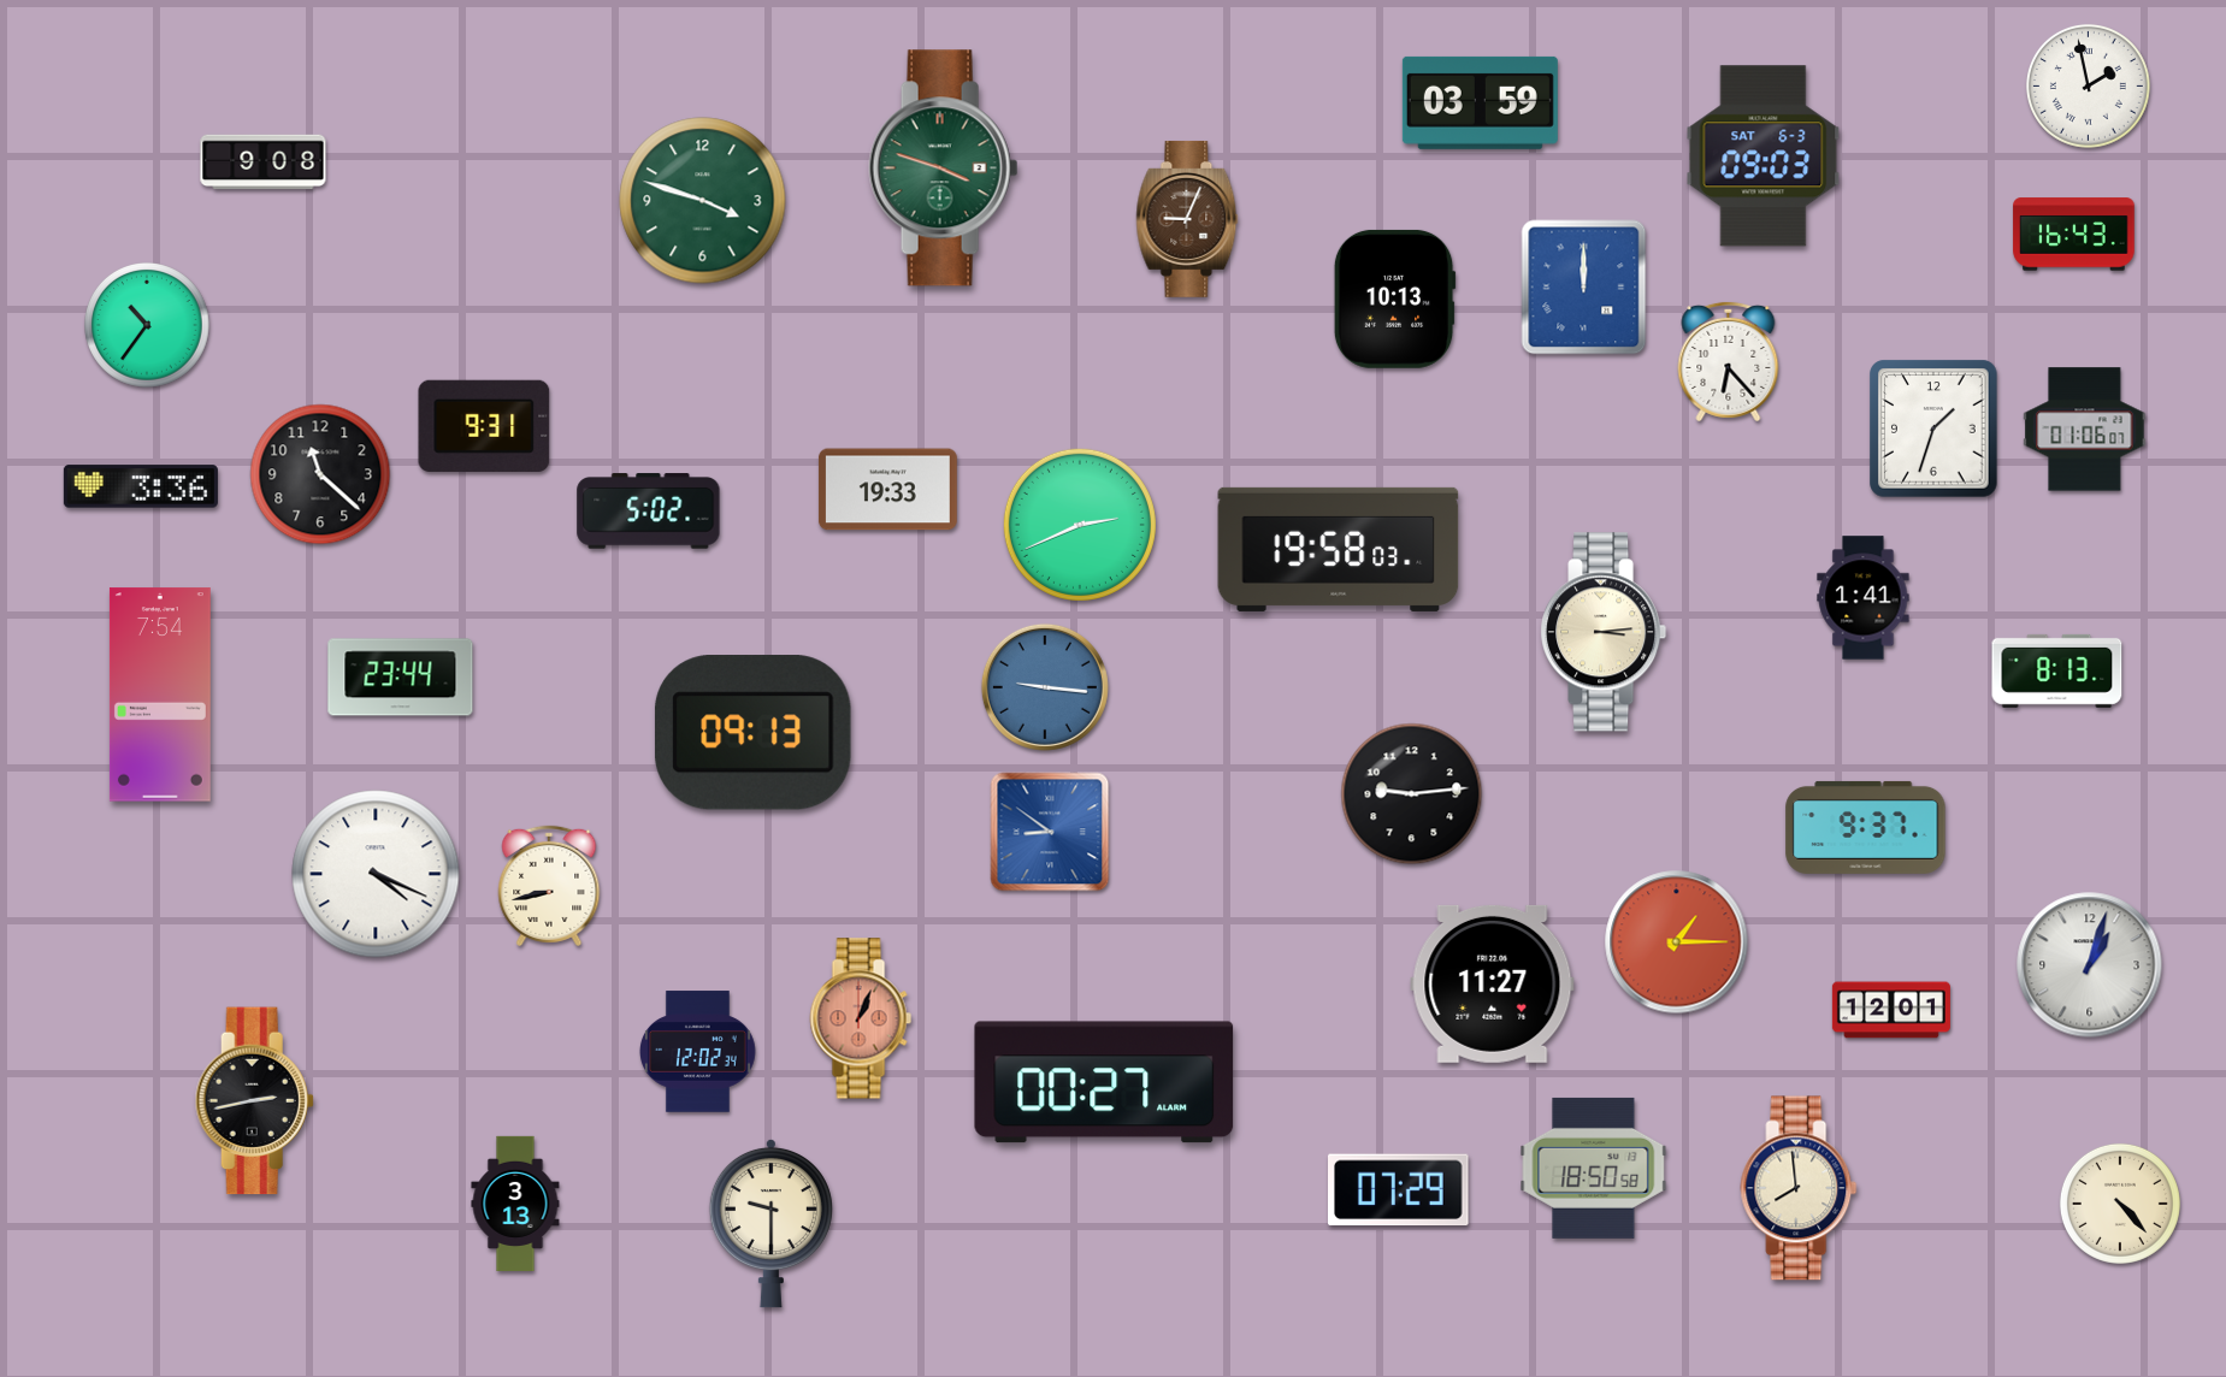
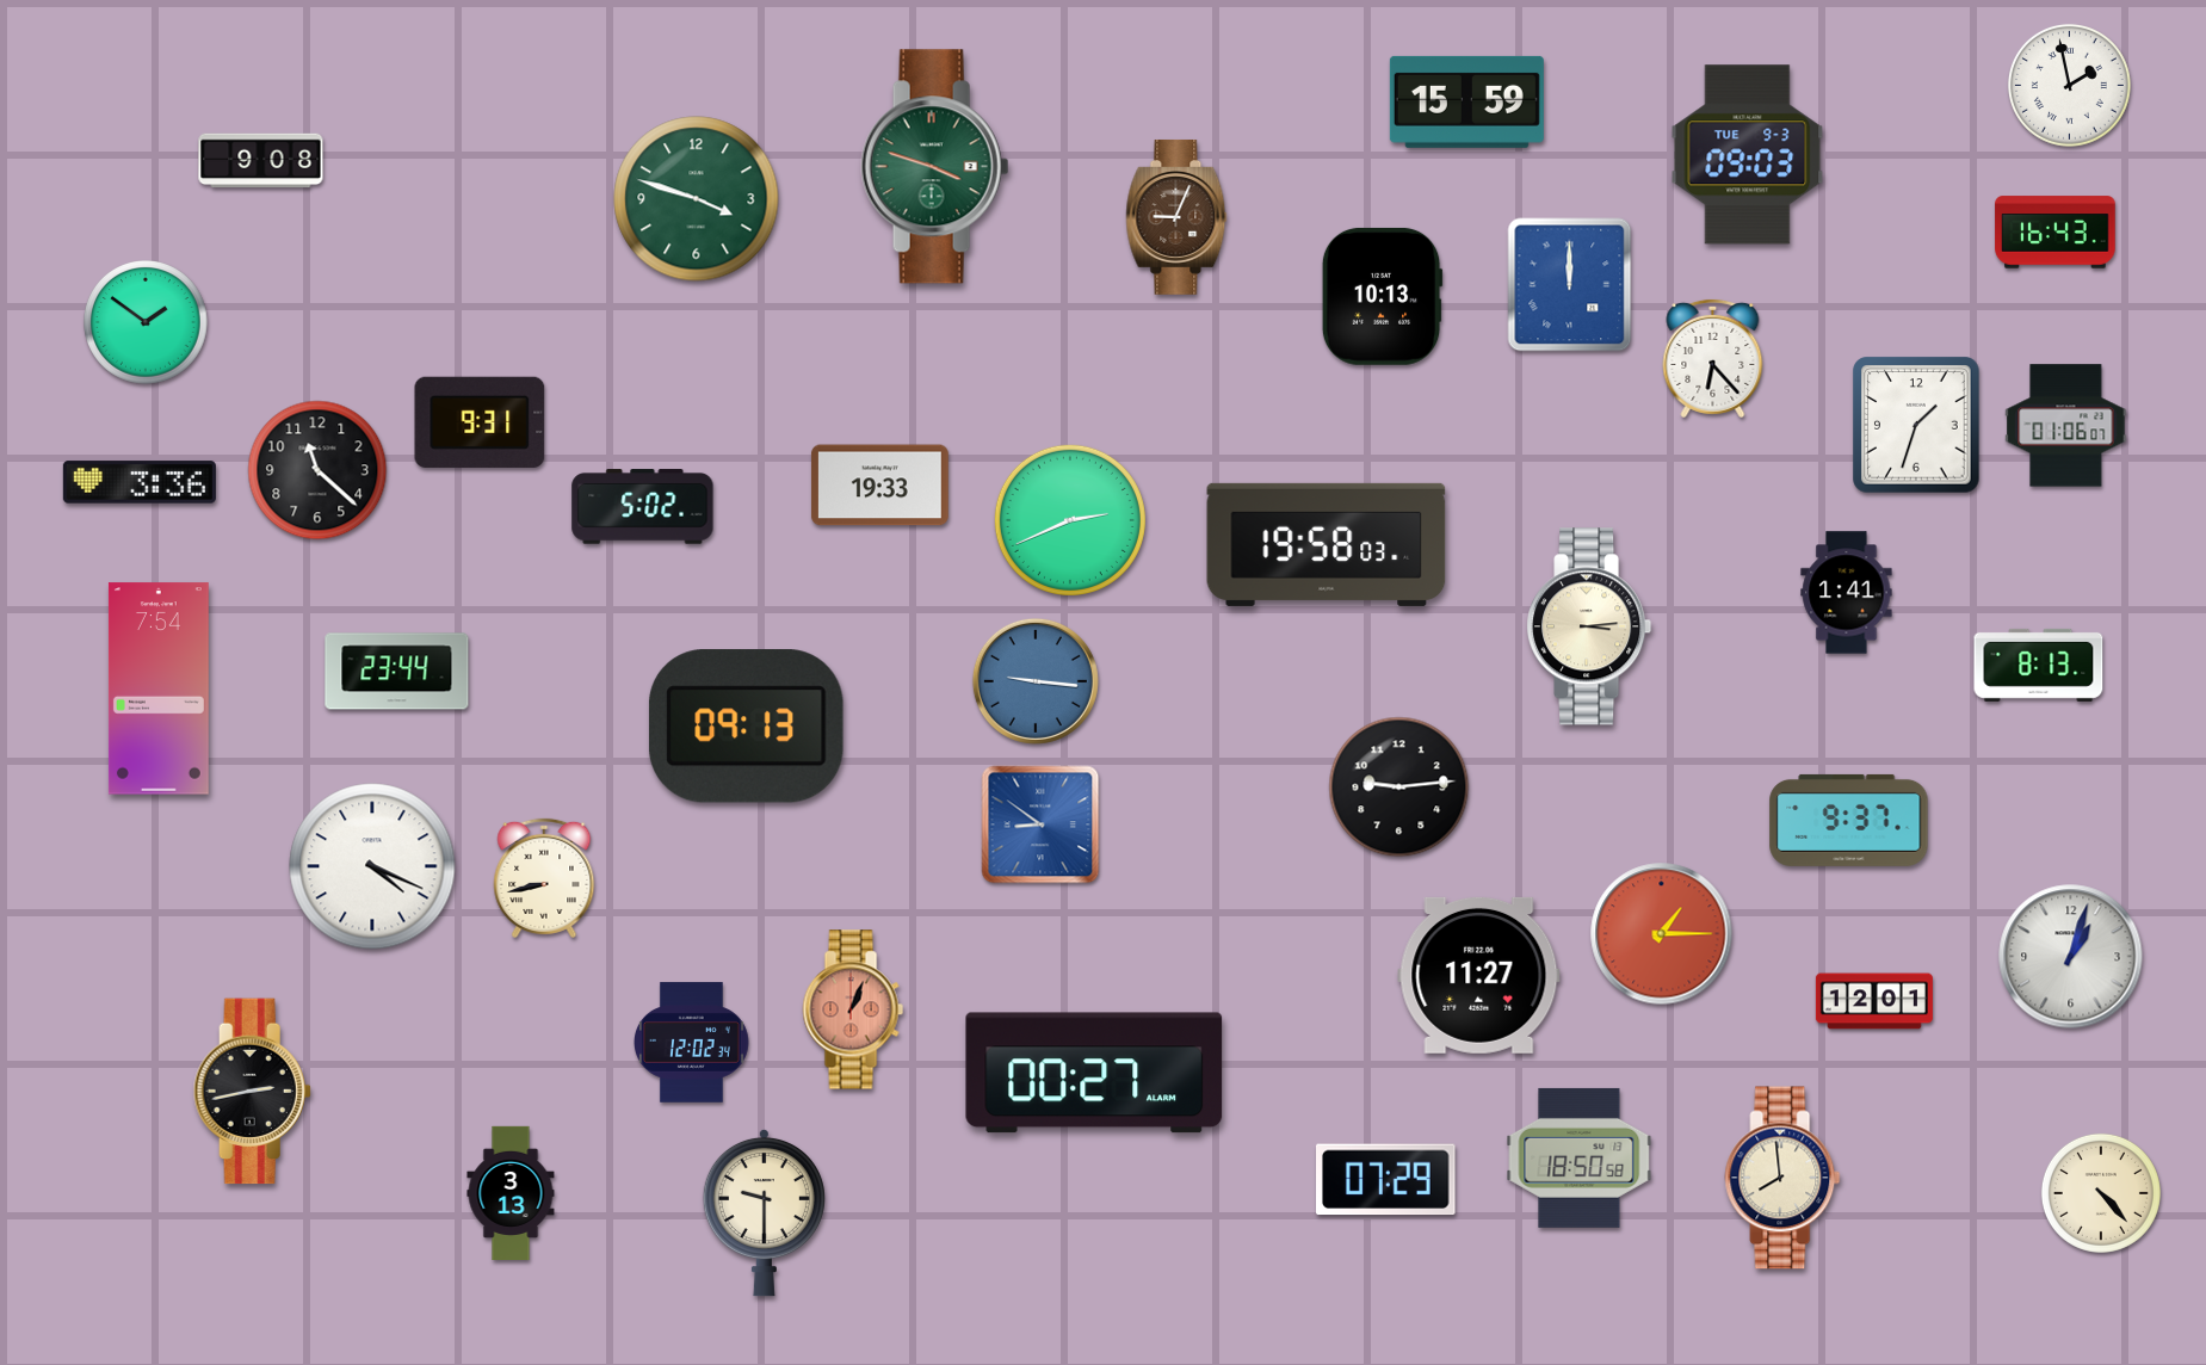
clock at (1480, 102): 03:59 -> 15:59
clock at (1764, 156) date: SAT 6-3 -> TUE 9-3
clock at (148, 326): 10:36 -> 1:51
